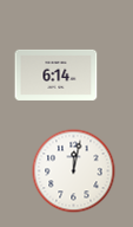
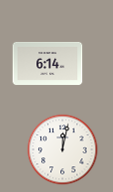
clock at (74, 171) position: (74, 171) -> (63, 150)
